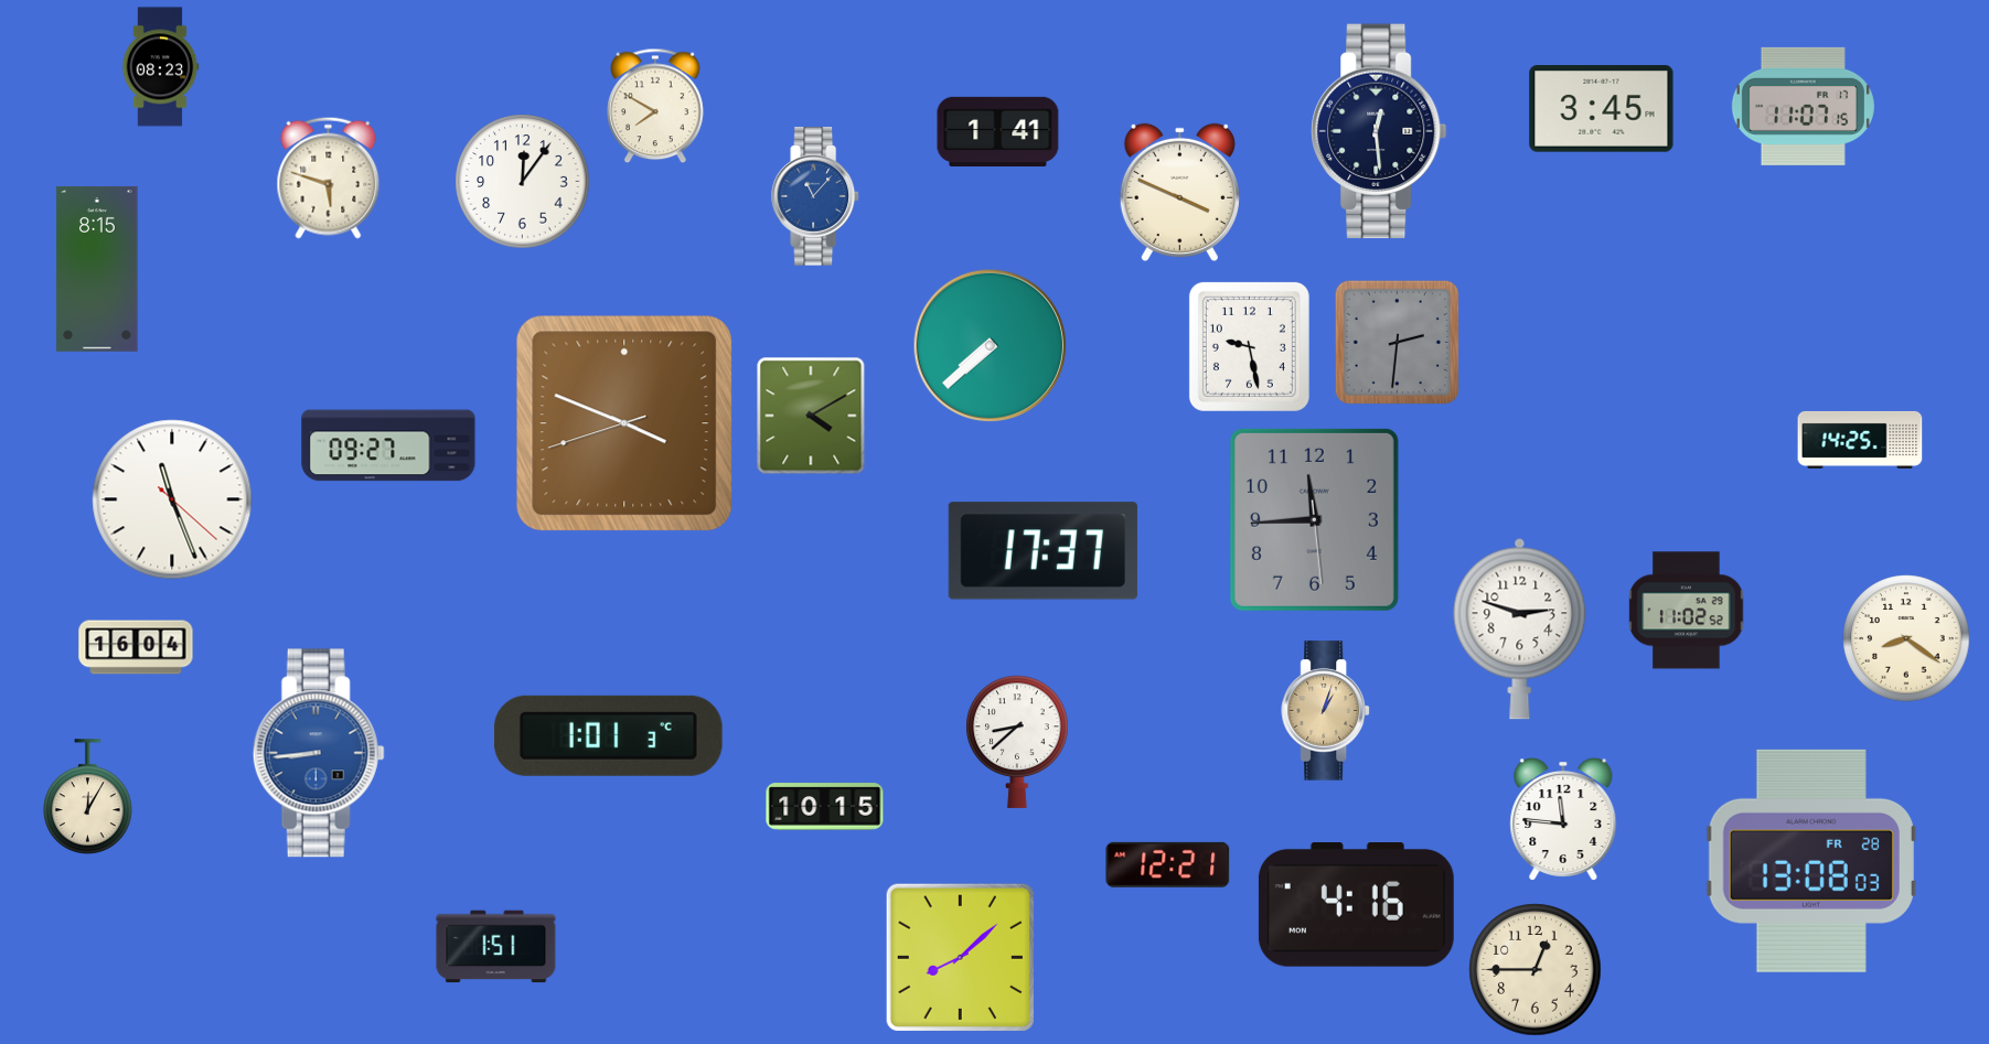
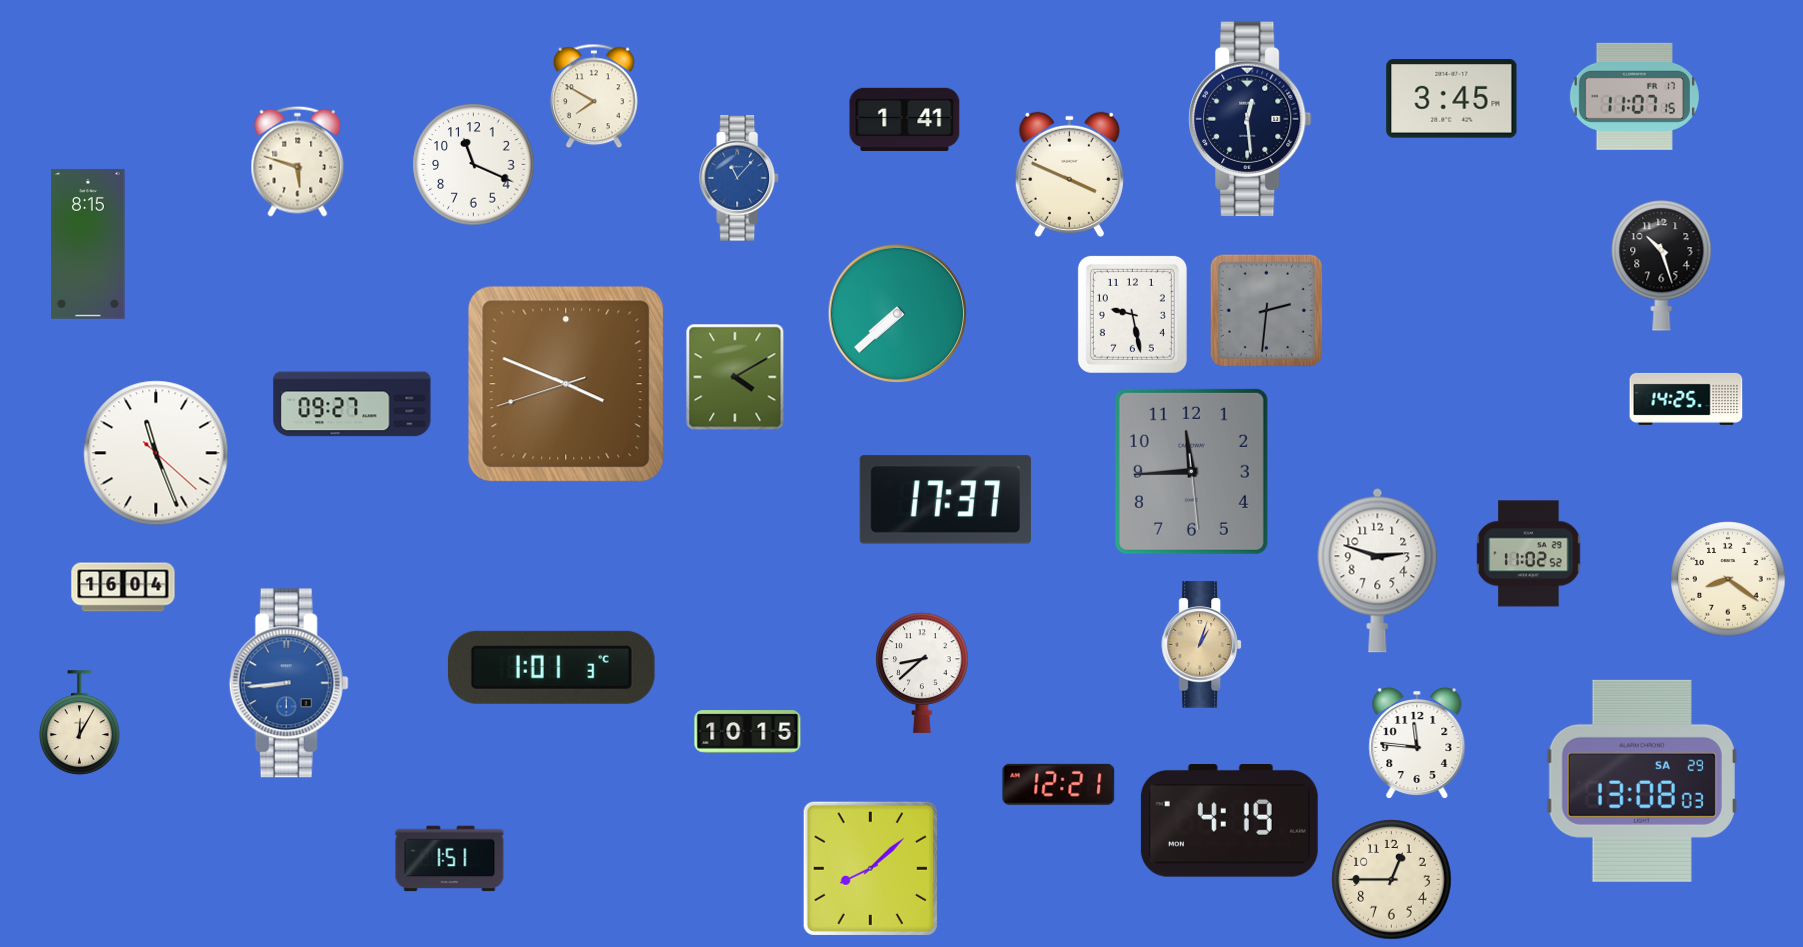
clock at (160, 67): 08:23 -> none
clock at (523, 182): 12:06 -> 11:19
clock at (1662, 266): none -> 10:27
clock at (1811, 861) date: FR 28 -> SA 29
clock at (1356, 905): 4:16 -> 4:19
